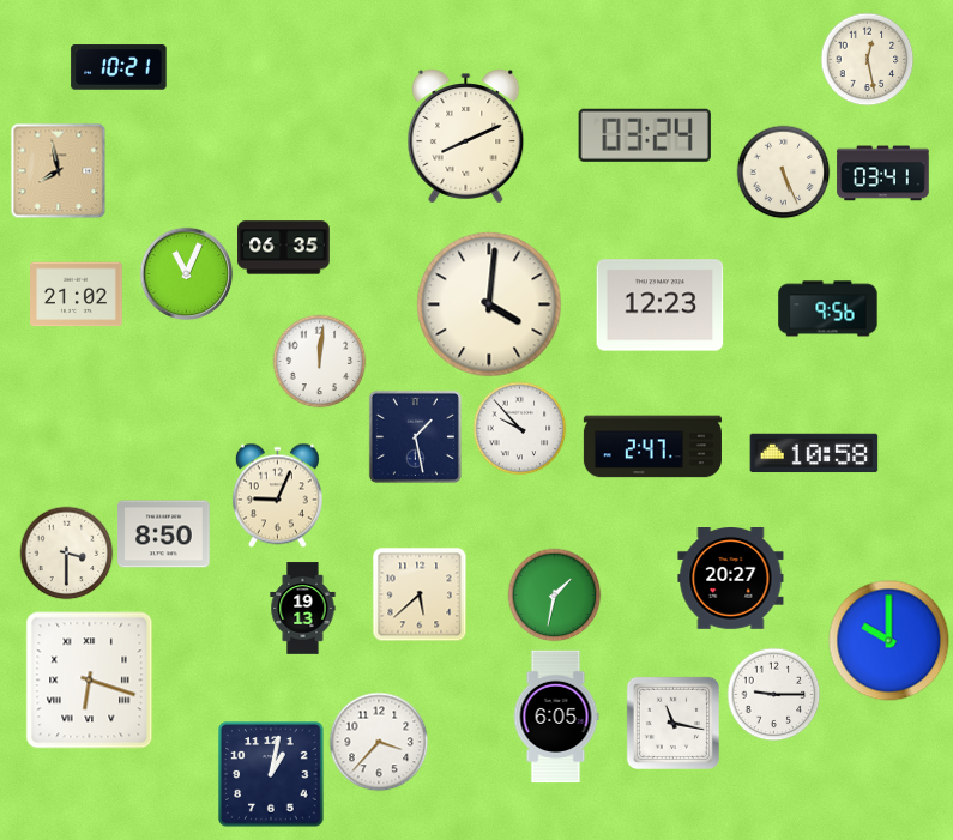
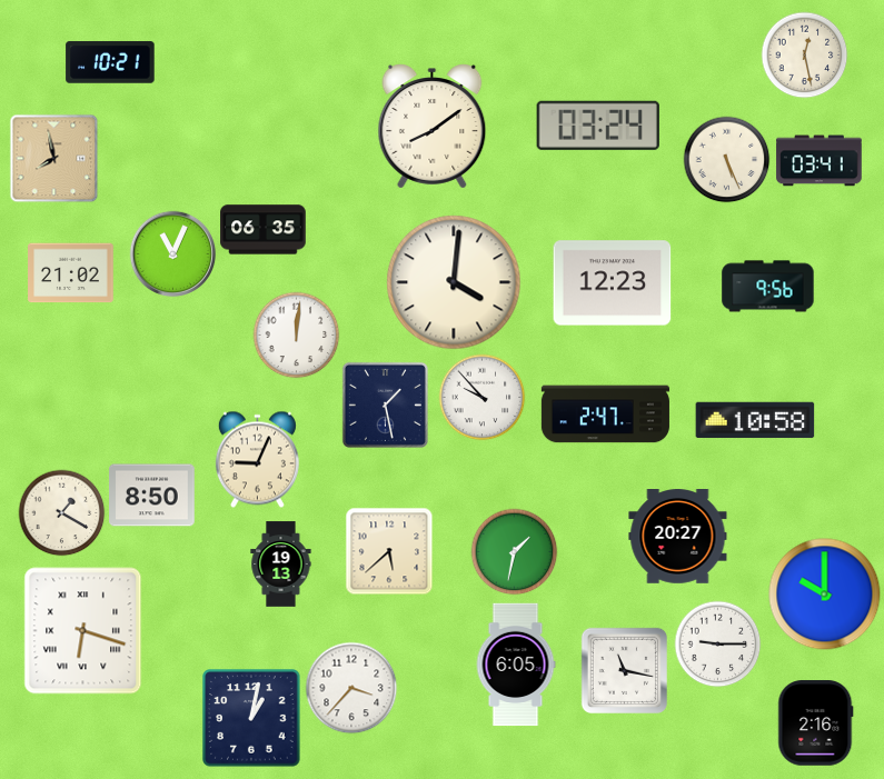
clock at (466, 137): 8:11 -> 8:09
clock at (66, 552): 3:30 -> 1:20
clock at (816, 723): none -> 2:16
